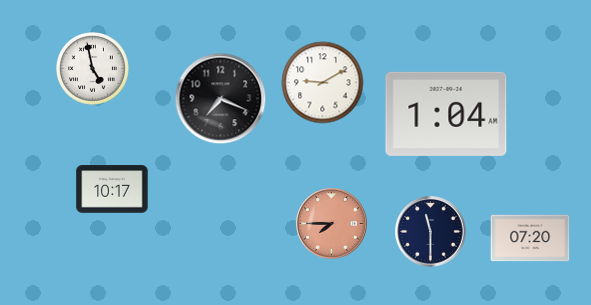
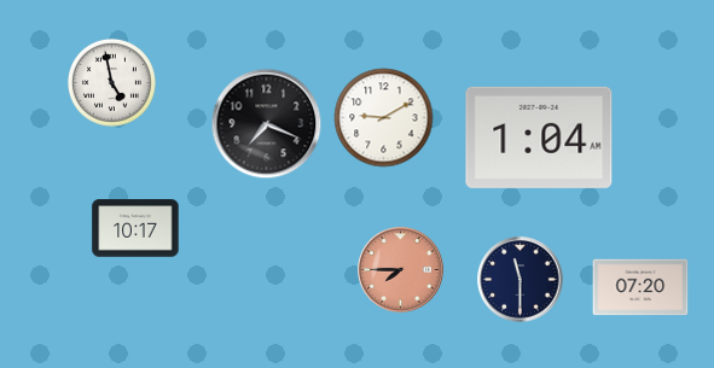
clock at (323, 83) position: (323, 83) -> (384, 118)
clock at (221, 99) position: (221, 99) -> (267, 124)
